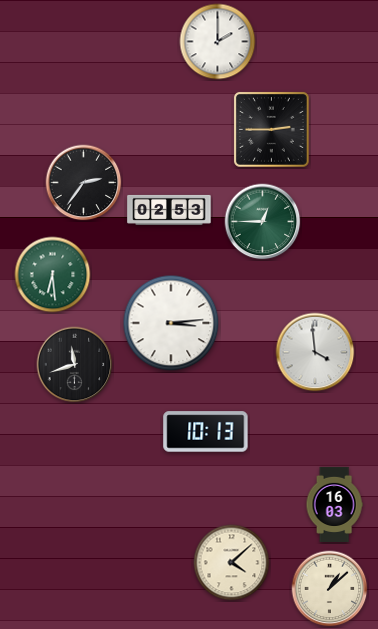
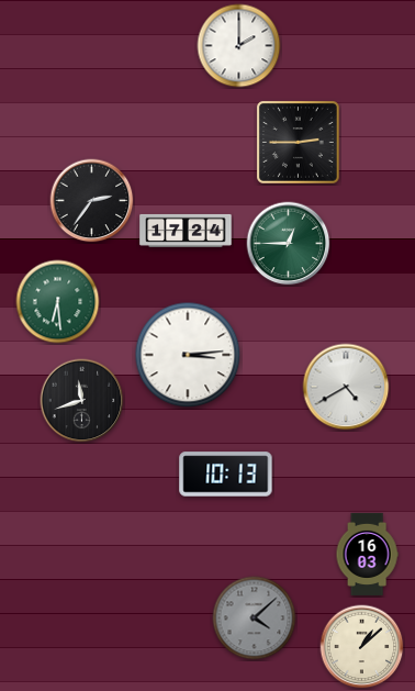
clock at (169, 210): 02:53 -> 17:24
clock at (315, 352): 3:59 -> 4:40
clock at (232, 563) dial: cream -> grey
